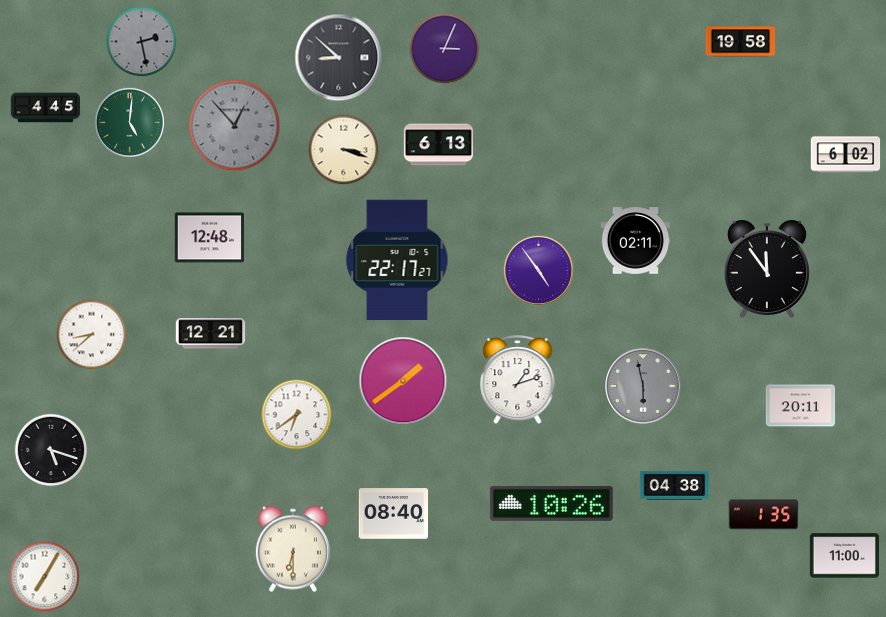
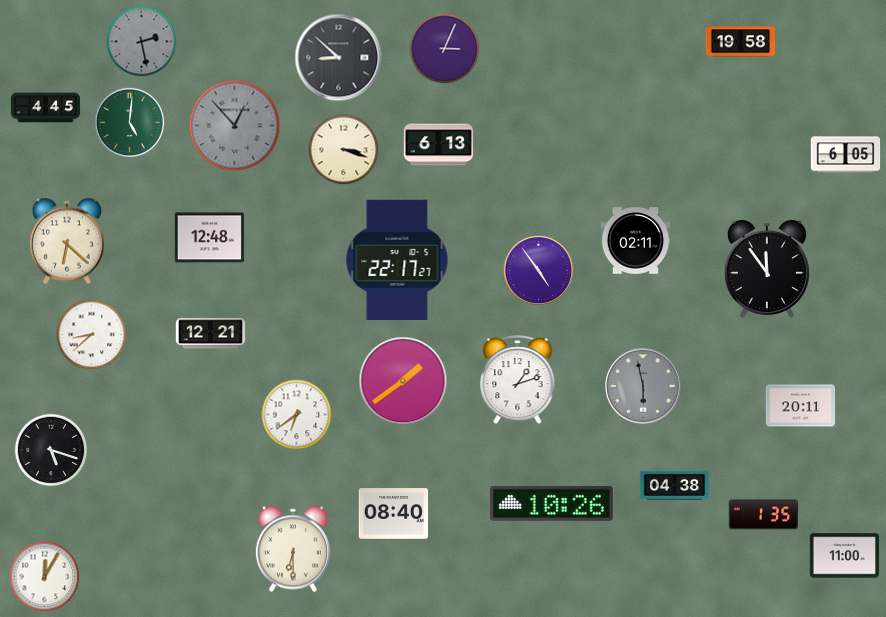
clock at (846, 155): 6:02 -> 6:05
clock at (67, 241): none -> 6:22
clock at (45, 577): 7:05 -> 12:05
